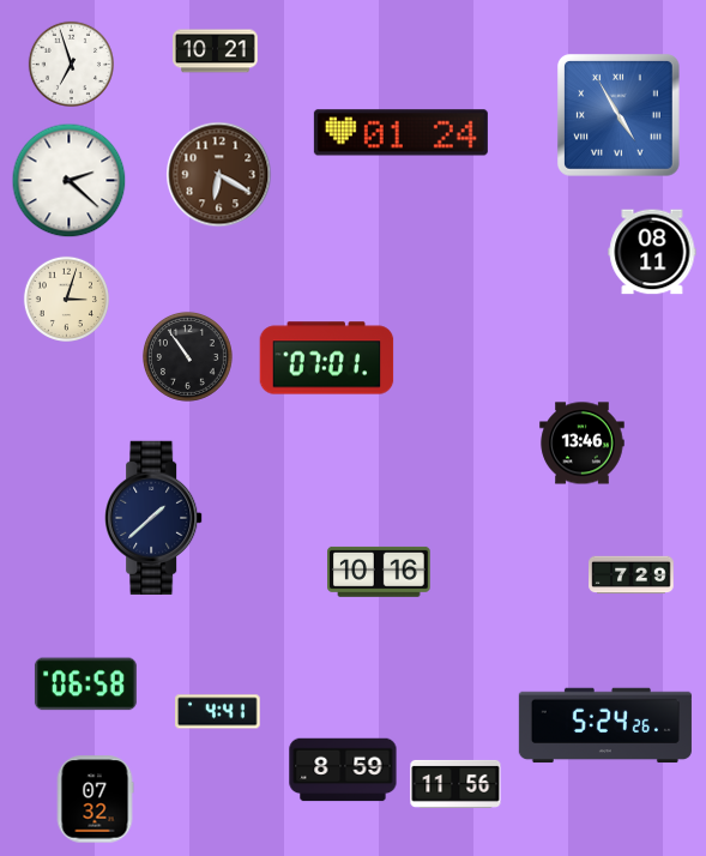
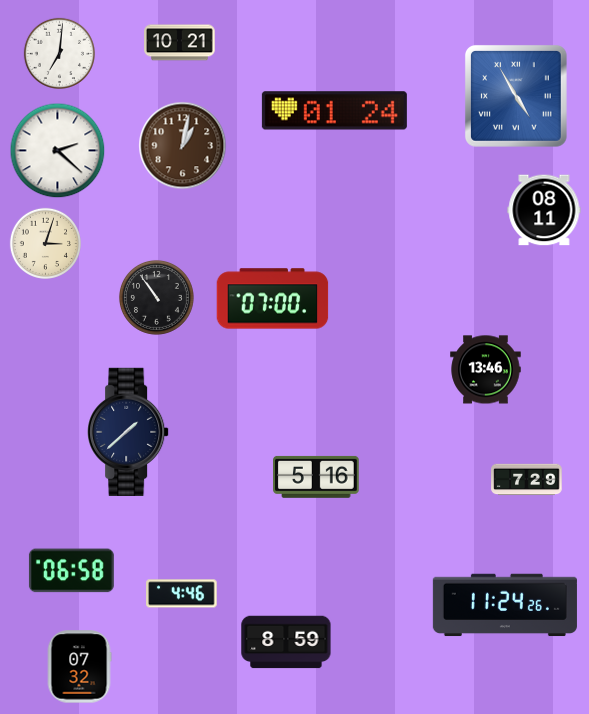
clock at (71, 64): 6:57 -> 7:01
clock at (219, 175): 6:20 -> 1:02
clock at (66, 299) position: (66, 299) -> (45, 243)
clock at (327, 358): 07:01 -> 07:00
clock at (379, 572): 10:16 -> 5:16
clock at (218, 712): 4:41 -> 4:46
clock at (605, 725): 5:24 -> 11:24
clock at (455, 784): 11:56 -> none
